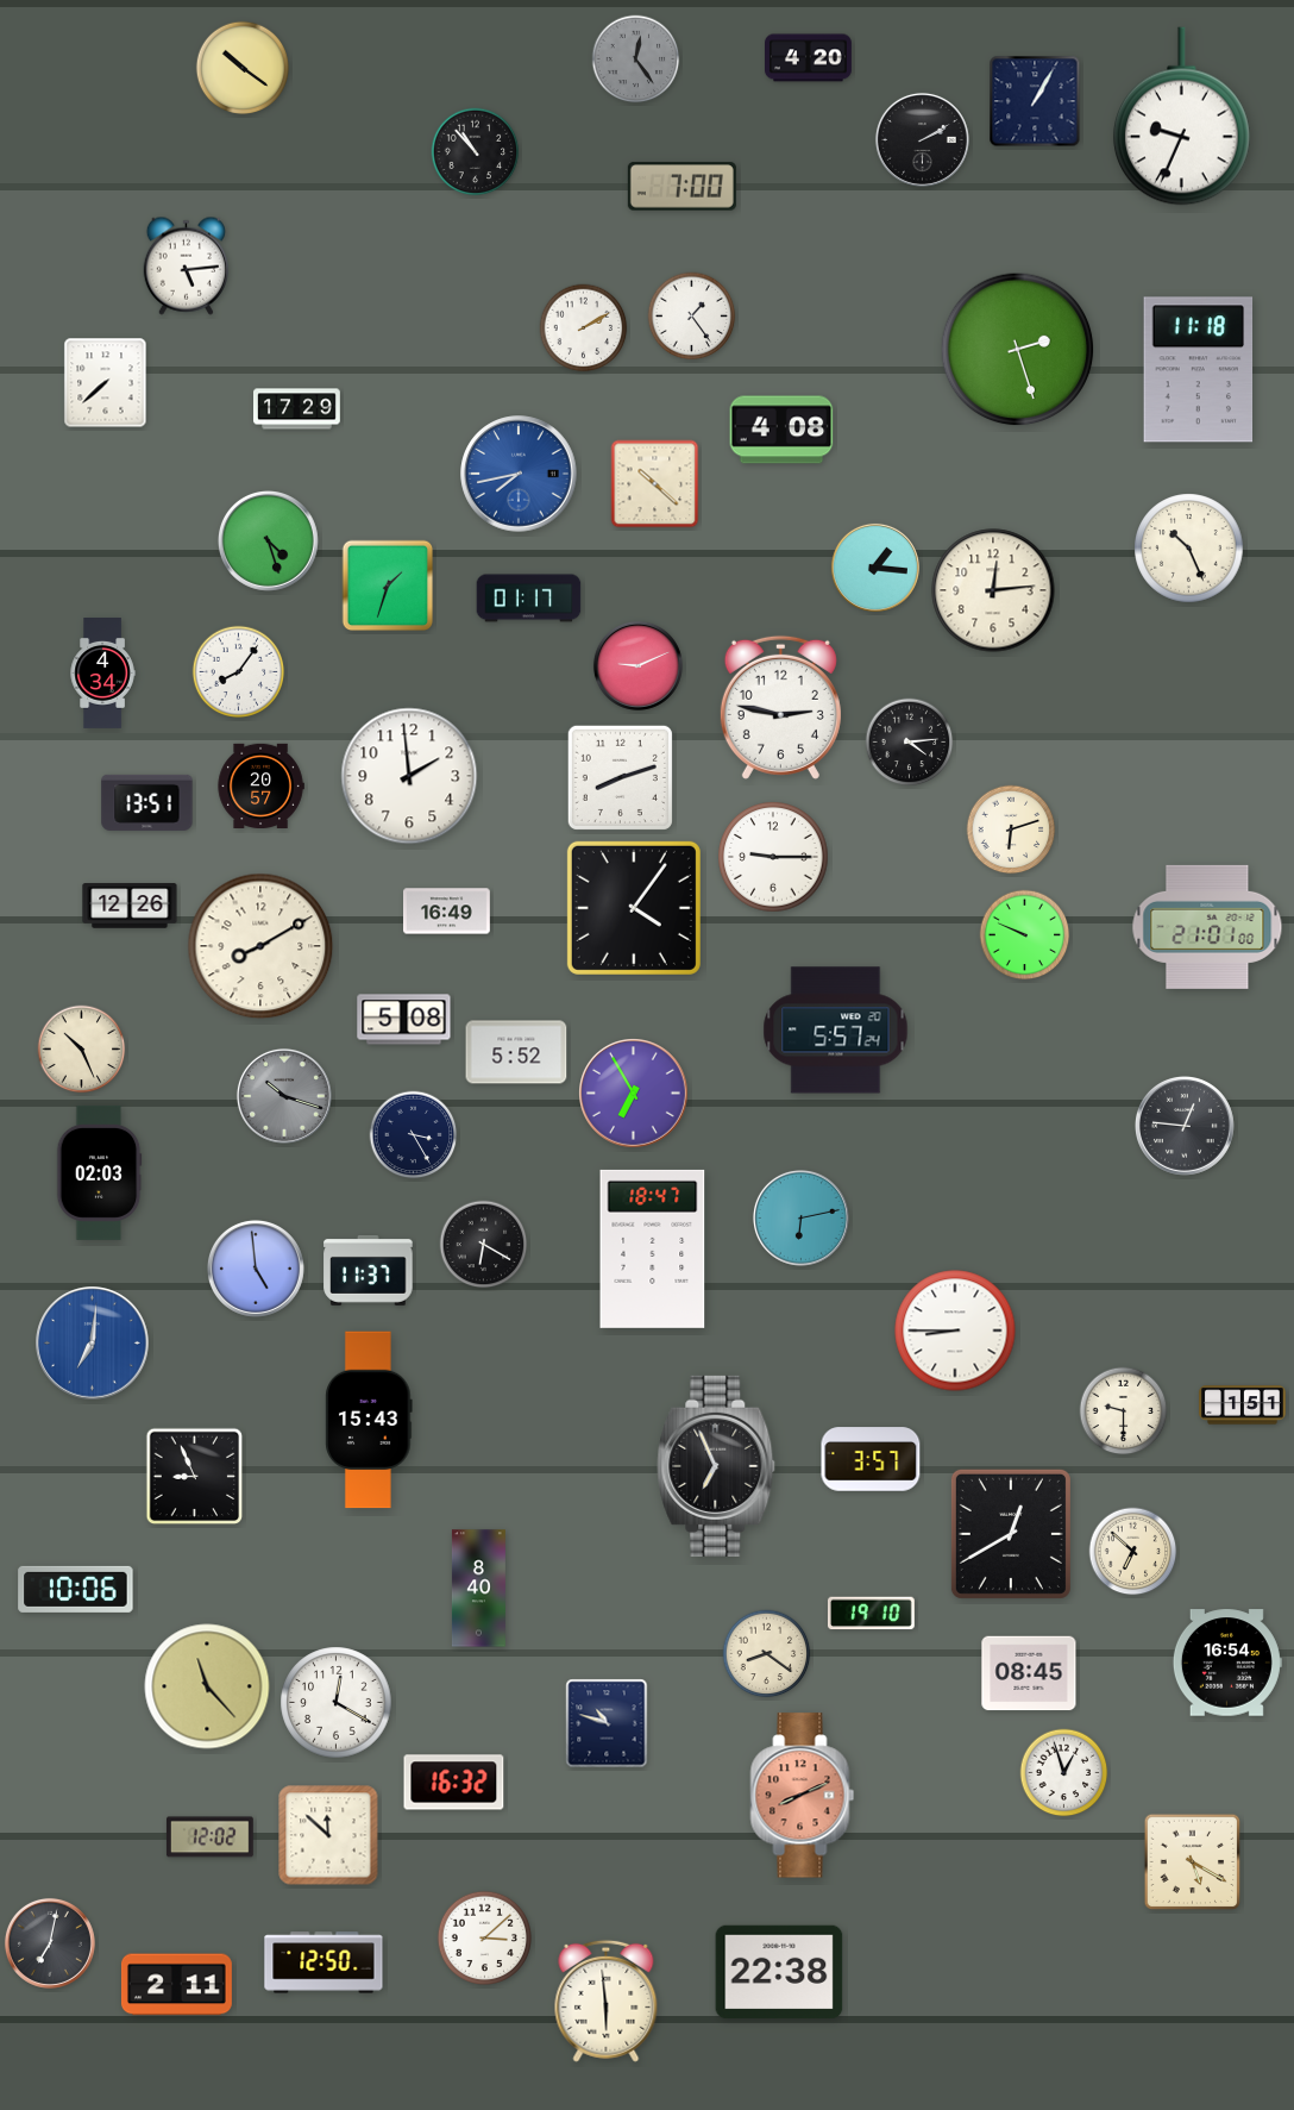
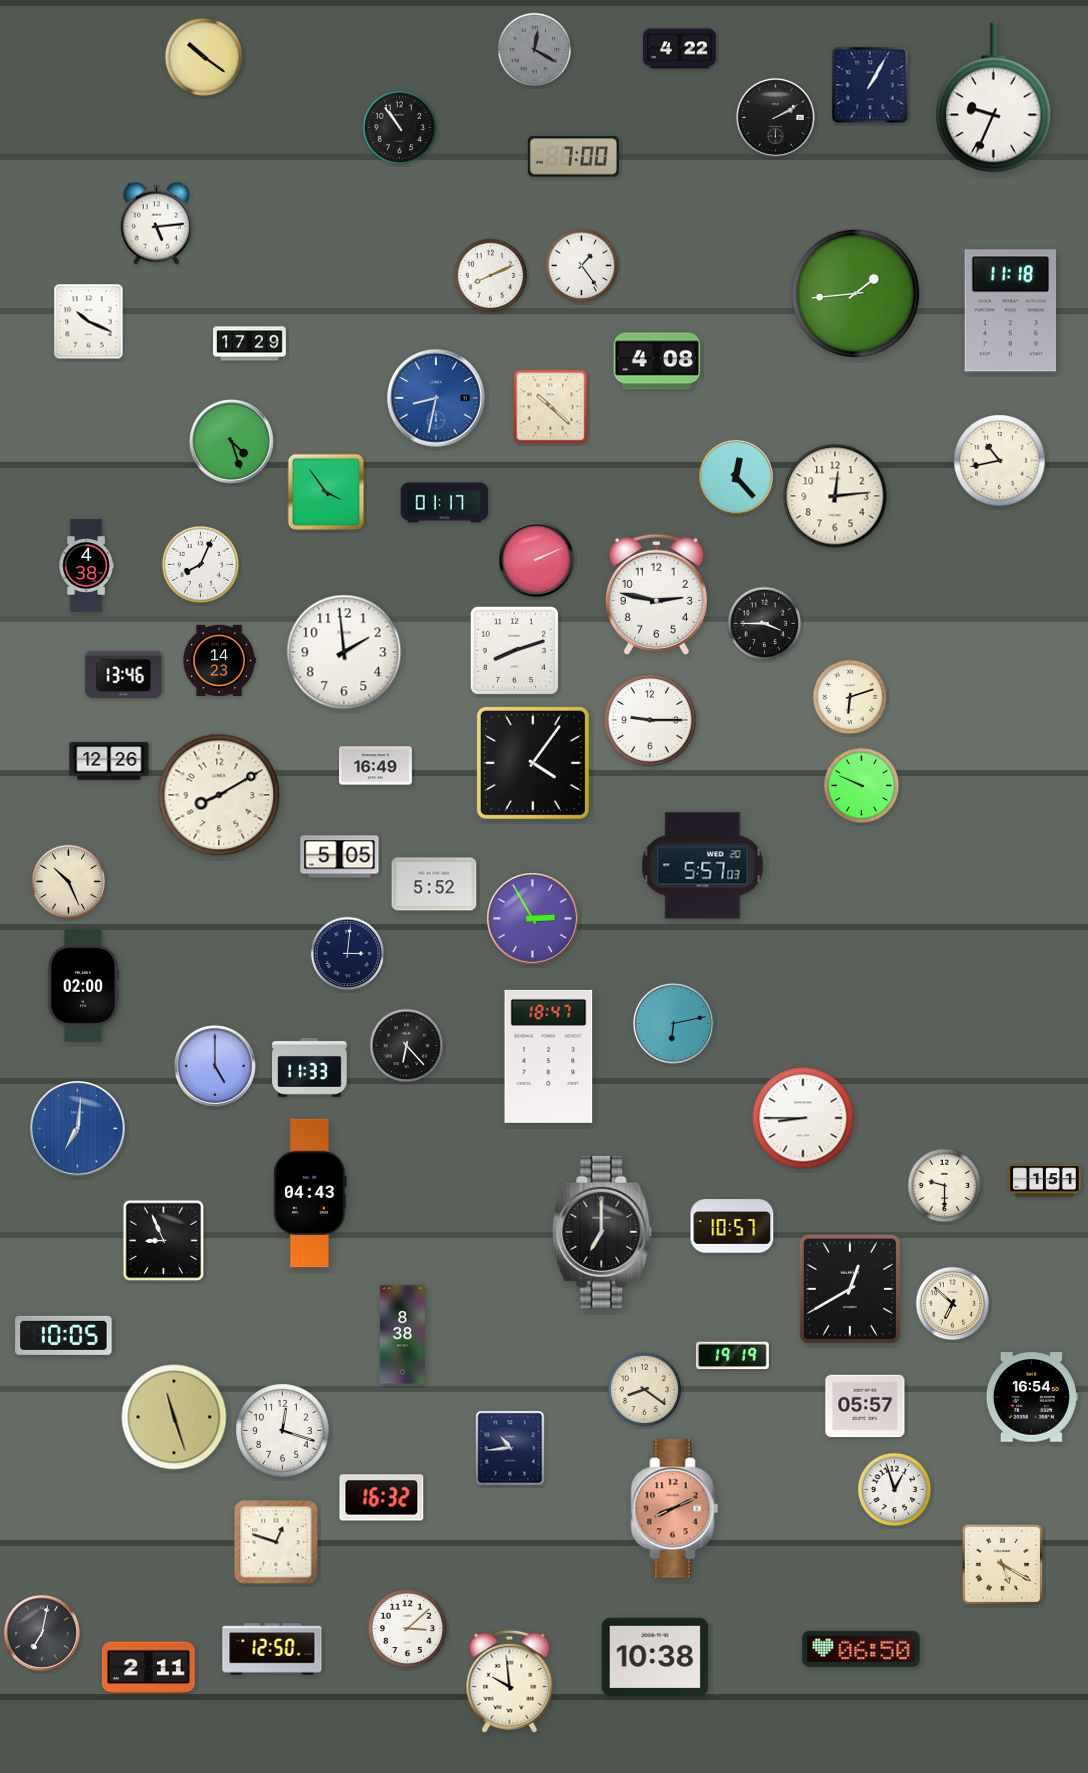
clock at (809, 58): 4:20 -> 4:22
clock at (636, 60): 12:24 -> 12:20
clock at (476, 152): 10:53 -> 10:54
clock at (584, 328): 2:10 -> 8:11
clock at (1018, 350): 2:27 -> 1:44
clock at (1199, 370) position: (1199, 370) -> (1011, 311)
clock at (106, 383): 7:38 -> 10:19
clock at (519, 474): 7:43 -> 8:32
clock at (268, 540) position: (268, 540) -> (231, 441)
clock at (1189, 549): 10:26 -> 10:43
clock at (875, 568): 1:16 -> 12:23
clock at (388, 586): 1:33 -> 3:54
clock at (637, 665): 9:11 -> 2:11
clock at (239, 672): 8:06 -> 8:04
clock at (102, 674): 4:34 -> 4:38
clock at (910, 743): 4:14 -> 3:45
clock at (620, 777) position: (620, 777) -> (514, 650)
clock at (260, 785): 20:57 -> 14:23
clock at (147, 802): 13:51 -> 13:46
clock at (1207, 927): 21:01 -> none
clock at (404, 1020): 5:08 -> 5:05
clock at (836, 1031): 5:57:24 -> 5:57:03
clock at (634, 1094): 6:55 -> 2:55
clock at (284, 1096): 10:18 -> none
clock at (1185, 1126): 12:46 -> none
clock at (414, 1135): 3:25 -> 3:01
clock at (99, 1172): 02:03 -> 02:00
clock at (484, 1245): 6:20 -> 6:23
clock at (653, 1248) position: (653, 1248) -> (549, 1056)
clock at (256, 1269): 4:59 -> 5:00
clock at (369, 1270): 11:37 -> 11:33
clock at (369, 1420): 15:43 -> 04:43
clock at (871, 1459): 3:57 -> 10:57
clock at (716, 1466): 6:56 -> 7:00
clock at (76, 1589): 10:06 -> 10:05
clock at (478, 1589): 8:40 -> 8:38
clock at (871, 1614): 19:10 -> 19:19
clock at (1029, 1673): 08:45 -> 05:57
clock at (207, 1686): 11:23 -> 11:27
clock at (337, 1703): 12:20 -> 12:18
clock at (607, 1723): 10:48 -> 10:44
clock at (328, 1835): 11:52 -> 12:48
clock at (209, 1837): 12:02 -> none
clock at (861, 1649): none -> 06:50
clock at (779, 1972): 22:38 -> 10:38
clock at (607, 2001): 5:59 -> 9:59
